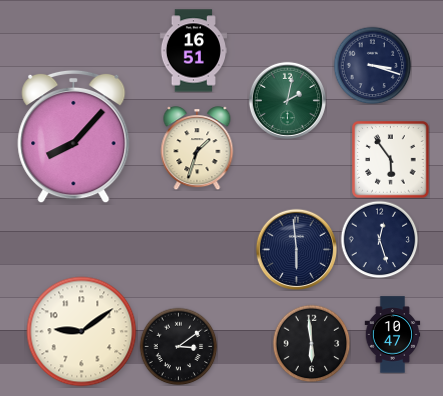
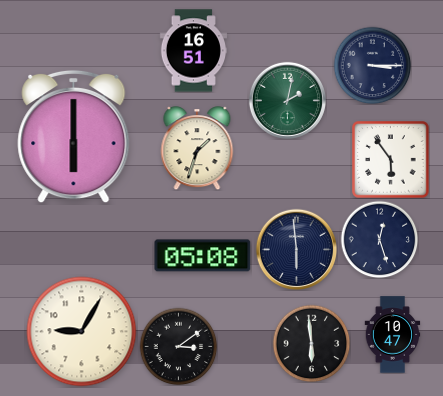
clock at (372, 65): 3:18 -> 3:15
clock at (74, 137): 8:07 -> 6:00
clock at (203, 256): none -> 05:08
clock at (82, 332): 9:09 -> 9:05
